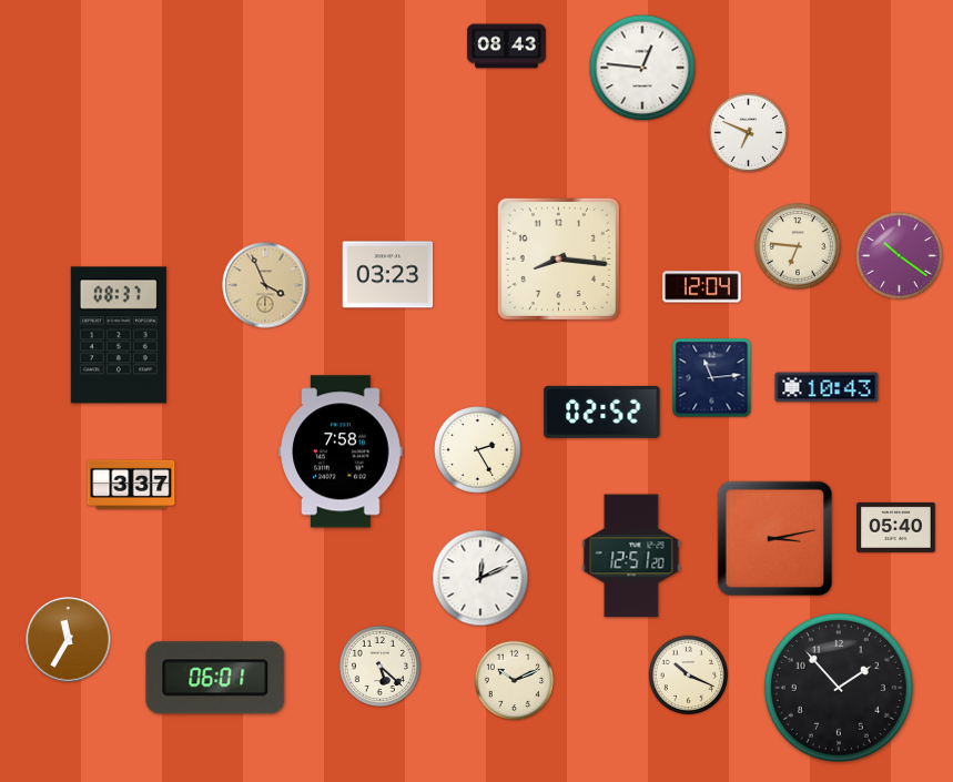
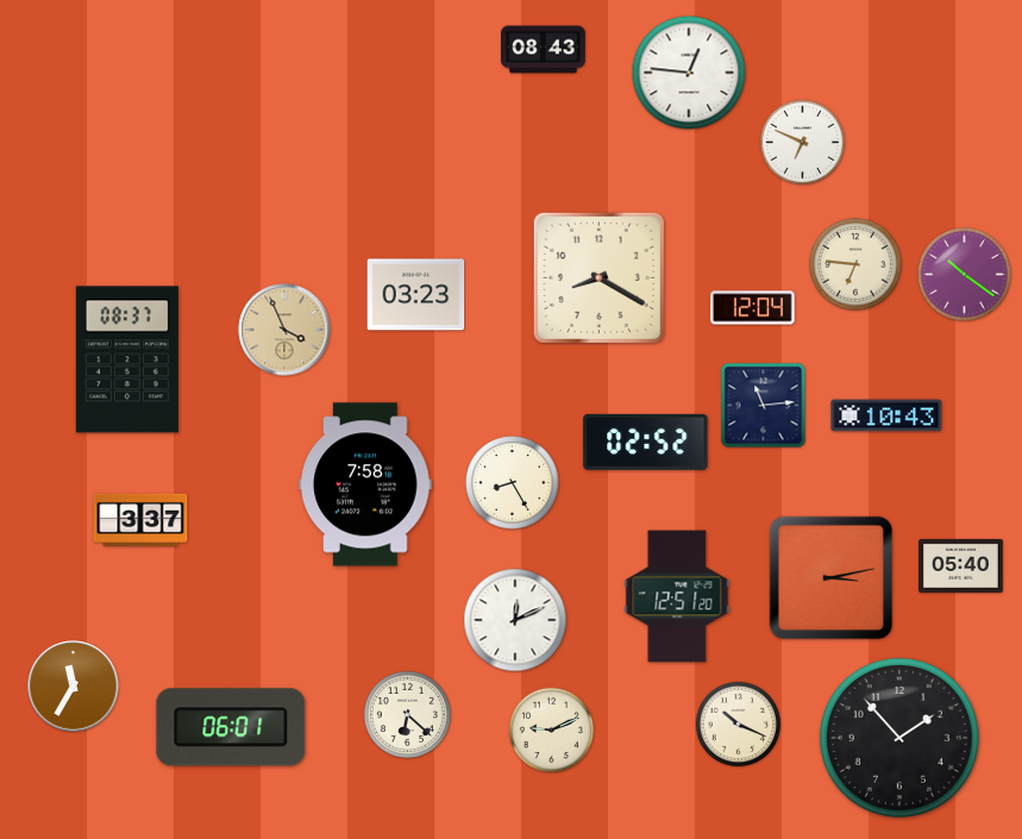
clock at (558, 258): 8:16 -> 8:20
clock at (265, 285) position: (265, 285) -> (284, 330)
clock at (478, 450): 2:25 -> 8:25
clock at (379, 666): 5:22 -> 6:22
clock at (515, 681): 10:11 -> 9:11
